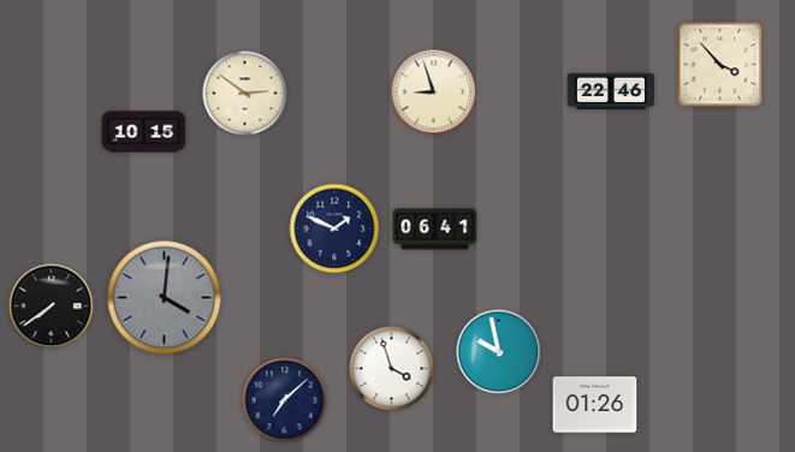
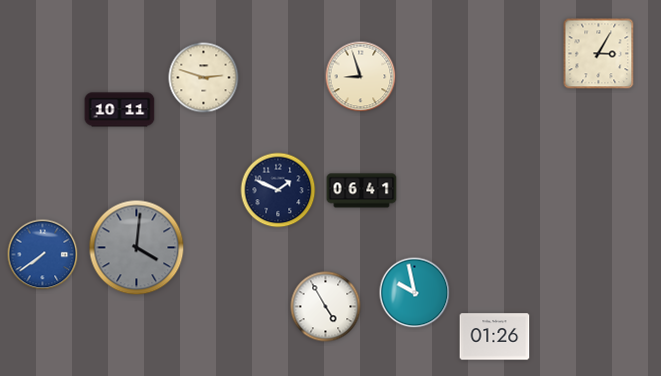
clock at (720, 65): 3:53 -> 3:05
clock at (611, 90): 22:46 -> none
clock at (245, 94): 2:51 -> 2:48
clock at (144, 132): 10:15 -> 10:11
clock at (52, 307) dial: black -> blue
clock at (392, 369): 3:57 -> 4:55
clock at (285, 400): 7:08 -> none
